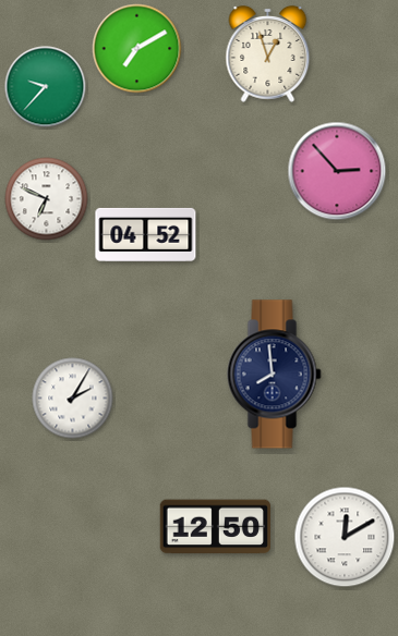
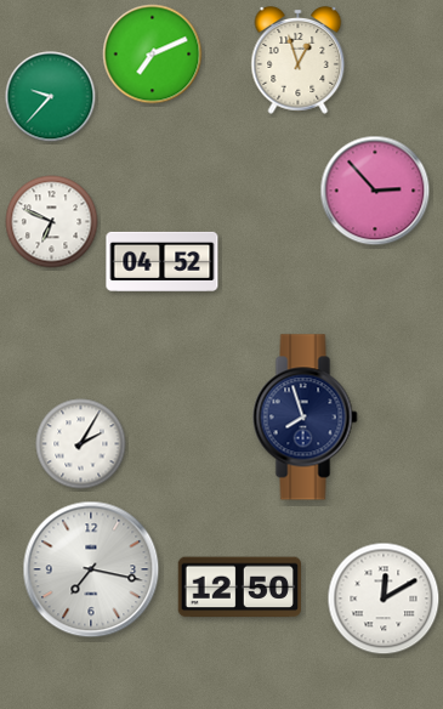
clock at (137, 49): 7:10 -> 7:11
clock at (275, 375): 7:59 -> 7:57
clock at (91, 569): none -> 7:17
